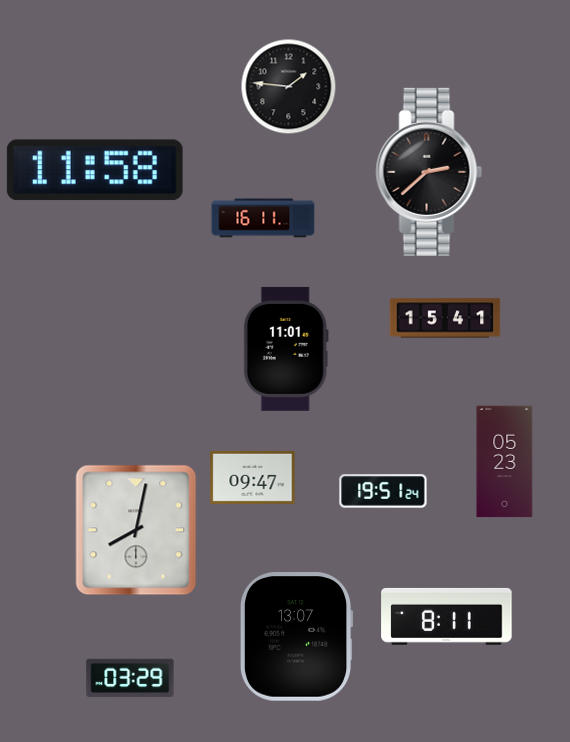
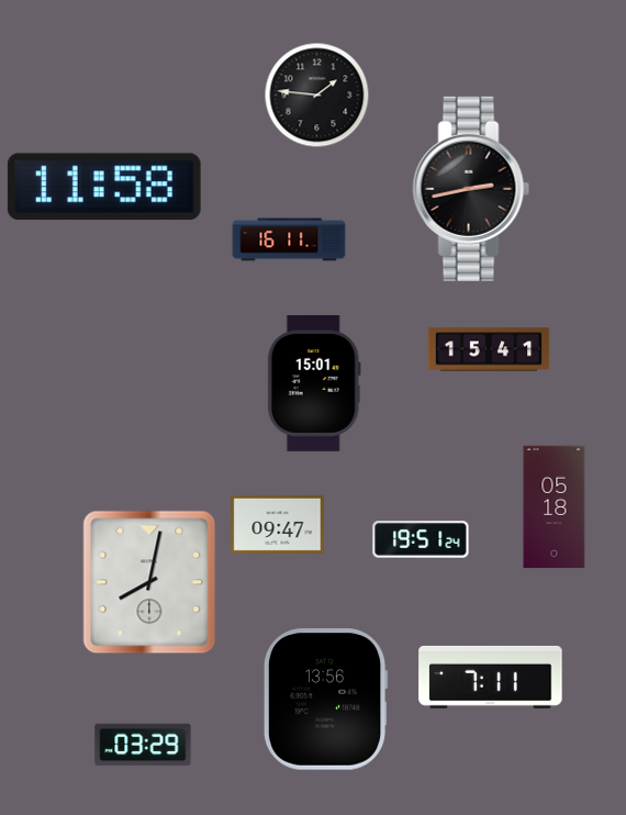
clock at (429, 172): 2:38 -> 2:43
clock at (286, 349): 11:01 -> 15:01
clock at (505, 462): 05:23 -> 05:18
clock at (447, 616): 8:11 -> 7:11
clock at (296, 637): 13:07 -> 13:56
